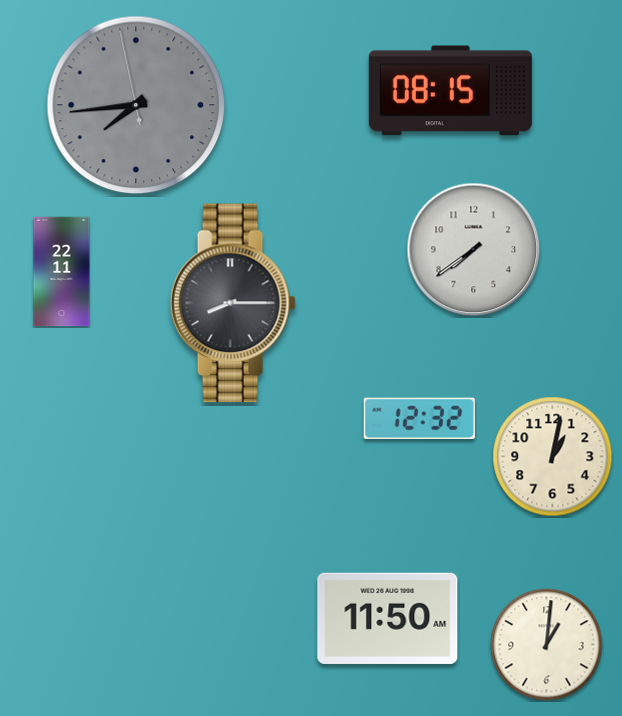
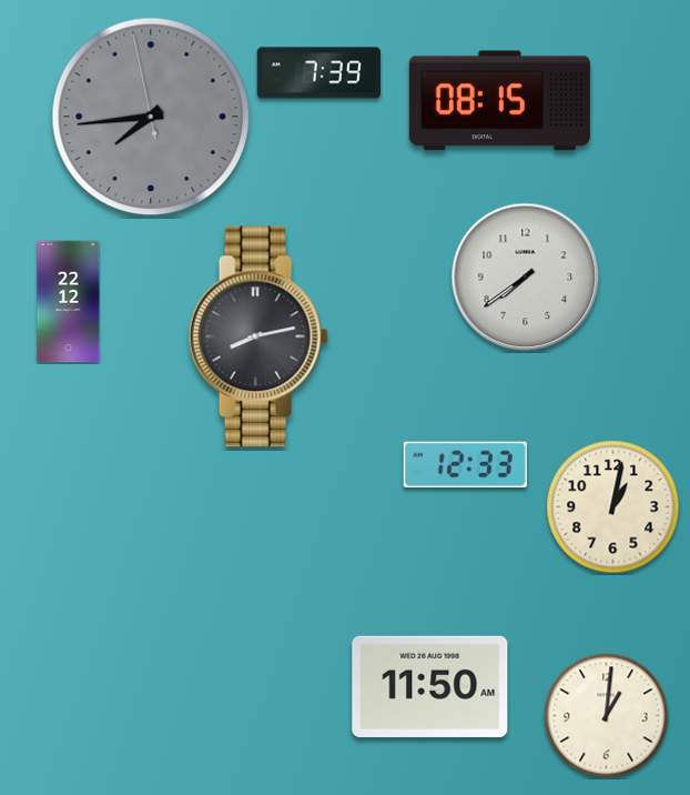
clock at (319, 73): none -> 7:39
clock at (62, 272): 22:11 -> 22:12
clock at (233, 303): 8:15 -> 8:13
clock at (419, 418): 12:32 -> 12:33
